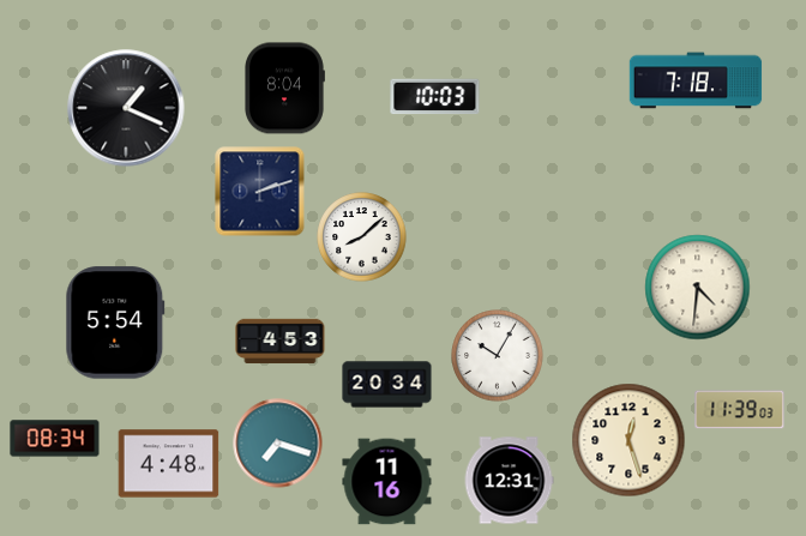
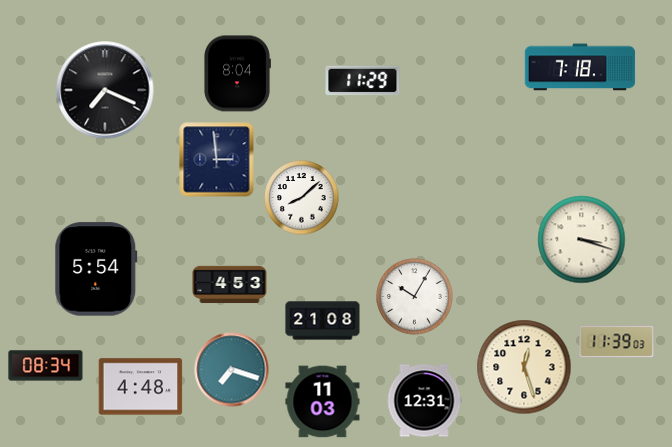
clock at (435, 97): 10:03 -> 11:29
clock at (126, 108): 1:19 -> 7:19
clock at (260, 192): 2:12 -> 2:59
clock at (698, 288): 4:31 -> 3:18
clock at (281, 342) position: (281, 342) -> (230, 285)
clock at (387, 385): 20:34 -> 21:08
clock at (387, 482): 11:16 -> 11:03
